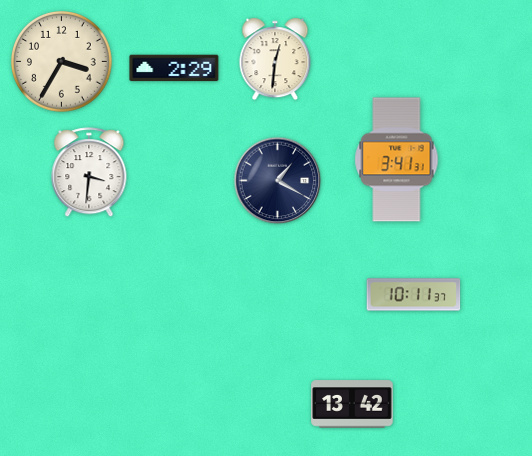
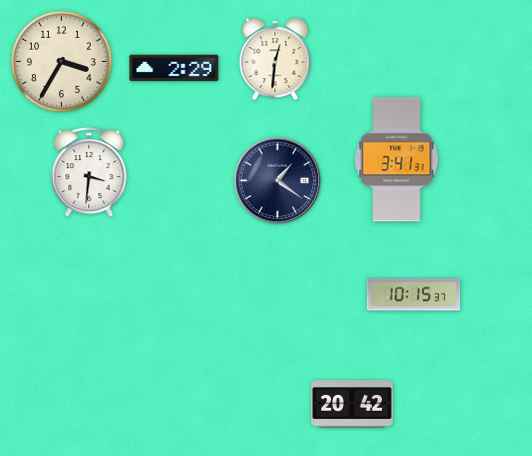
clock at (278, 181): 1:20 -> 1:21
clock at (414, 295): 10:11 -> 10:15
clock at (352, 404): 13:42 -> 20:42
